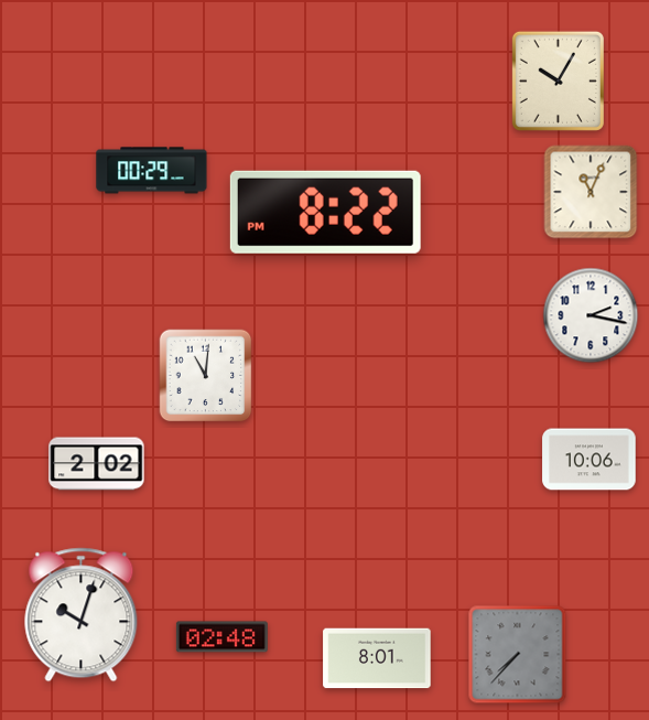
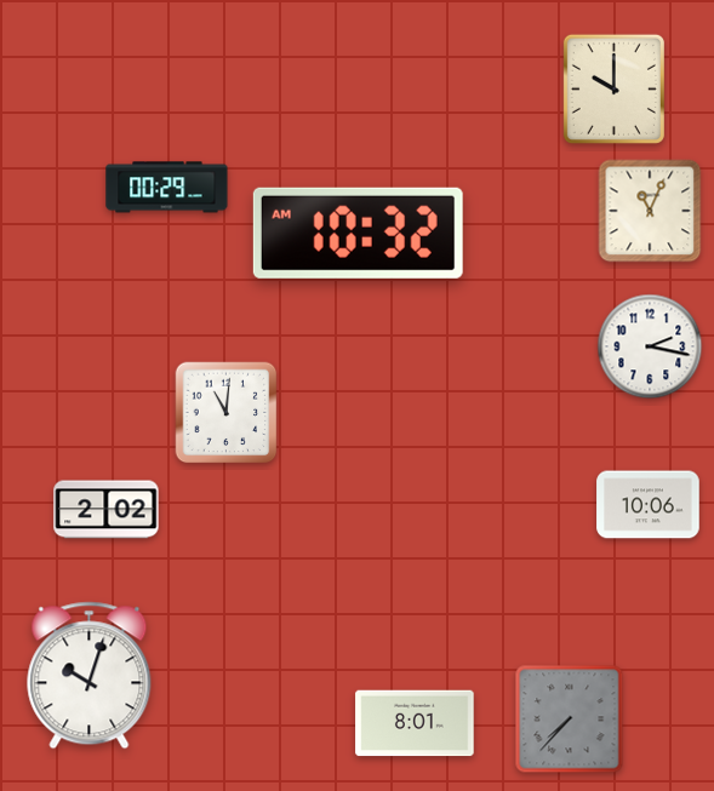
clock at (558, 80): 10:05 -> 10:00
clock at (325, 212): 8:22 -> 10:32
clock at (221, 637): 02:48 -> none
